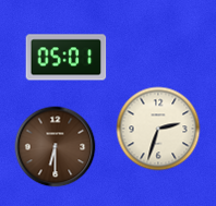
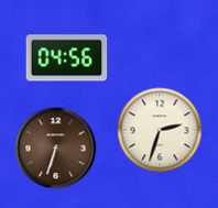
clock at (67, 58): 05:01 -> 04:56
clock at (56, 147): 6:30 -> 6:33
